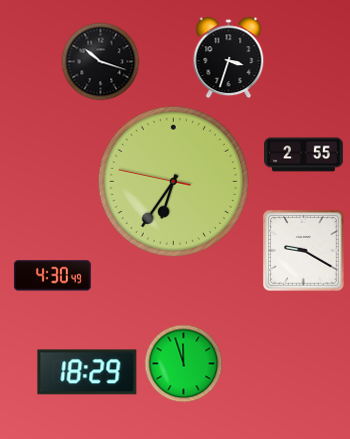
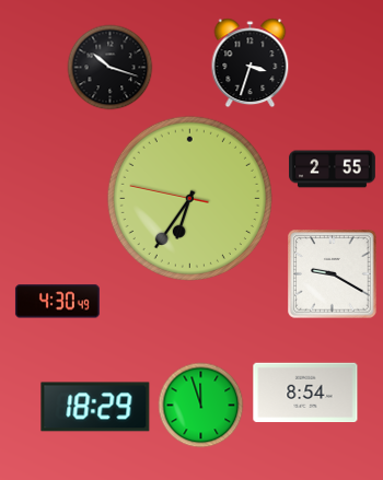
clock at (305, 393): none -> 8:54
clock at (183, 363) position: (183, 363) -> (200, 405)
